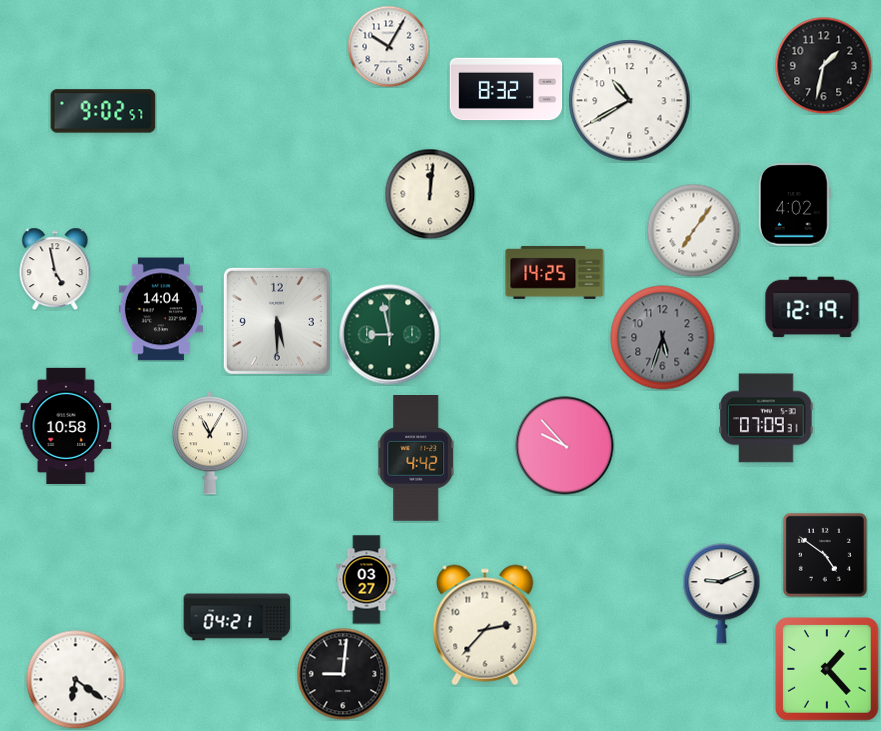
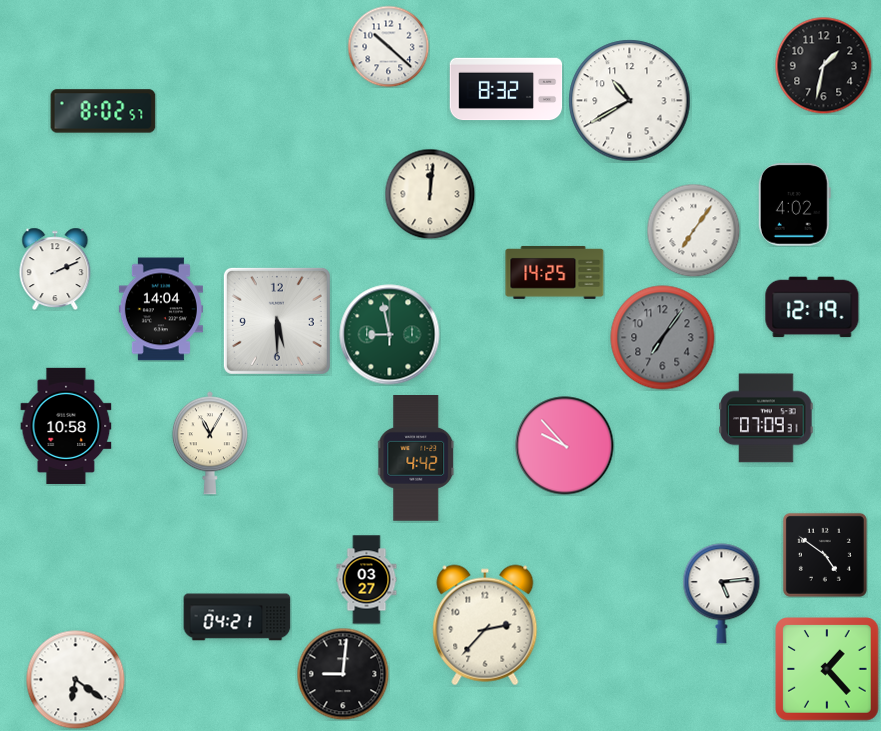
clock at (388, 46): 10:05 -> 10:22
clock at (103, 111): 9:02 -> 8:02
clock at (55, 269): 4:58 -> 2:11
clock at (663, 338): 5:33 -> 7:06
clock at (722, 594): 9:11 -> 5:14
